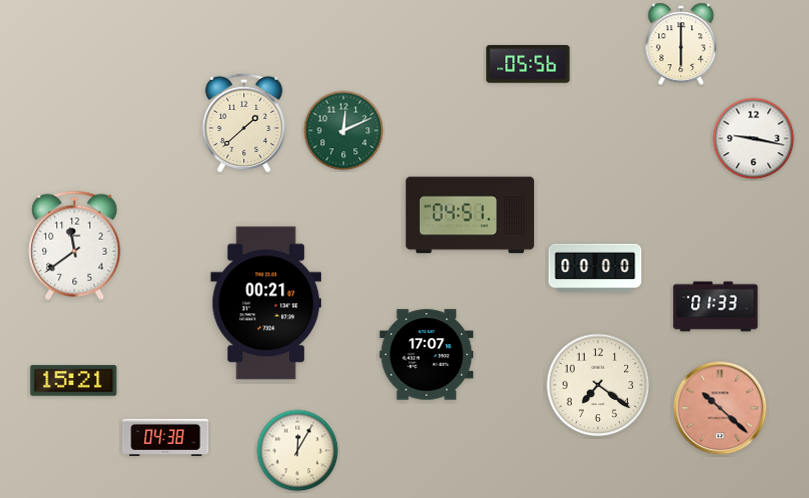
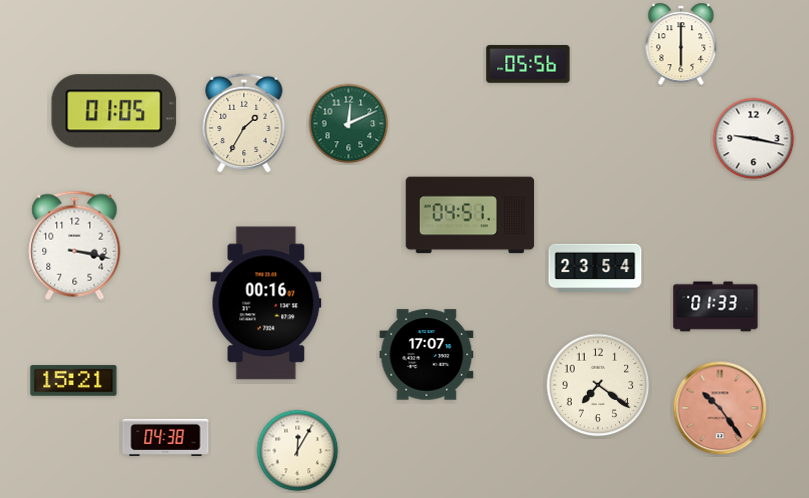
clock at (114, 111): none -> 01:05
clock at (244, 123): 1:38 -> 1:35
clock at (344, 131) position: (344, 131) -> (349, 124)
clock at (75, 245): 11:39 -> 3:17
clock at (595, 268): 00:00 -> 23:54
clock at (266, 303): 00:21 -> 00:16
clock at (720, 408): 10:22 -> 10:24
